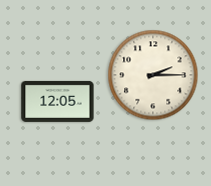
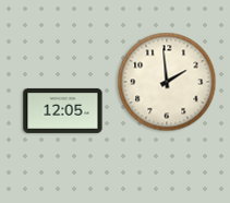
clock at (153, 75): 2:15 -> 1:59
